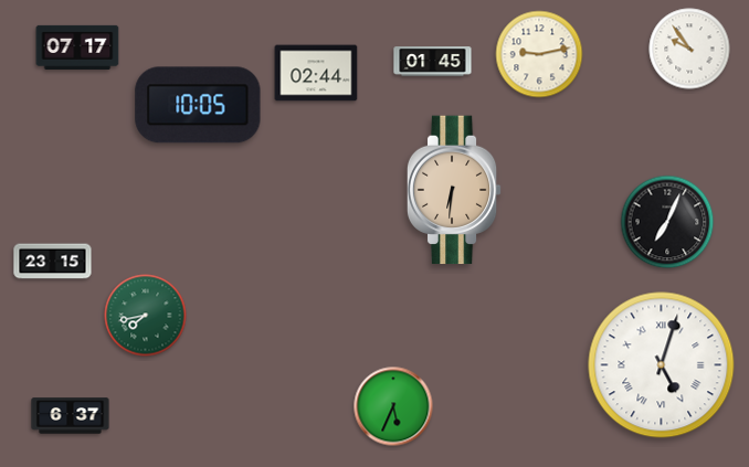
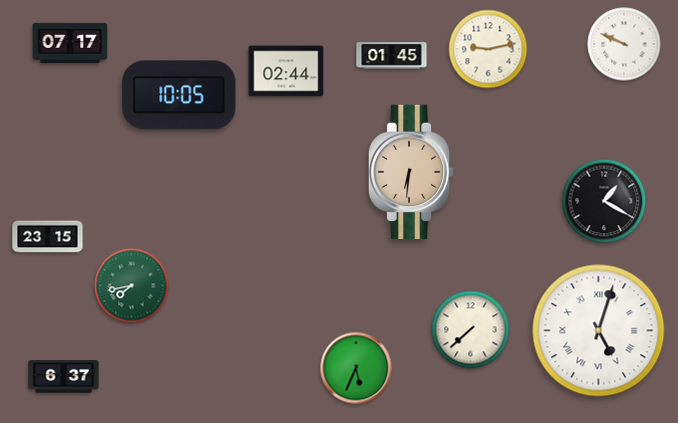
clock at (689, 49): 9:54 -> 9:49
clock at (316, 73) position: (316, 73) -> (286, 71)
clock at (667, 222): 7:04 -> 1:20
clock at (471, 330): none -> 7:38
